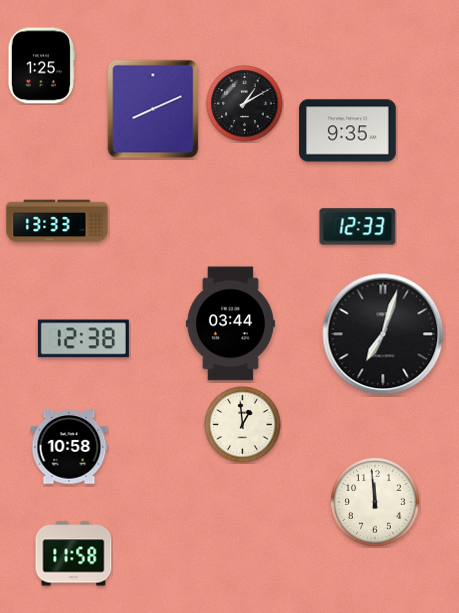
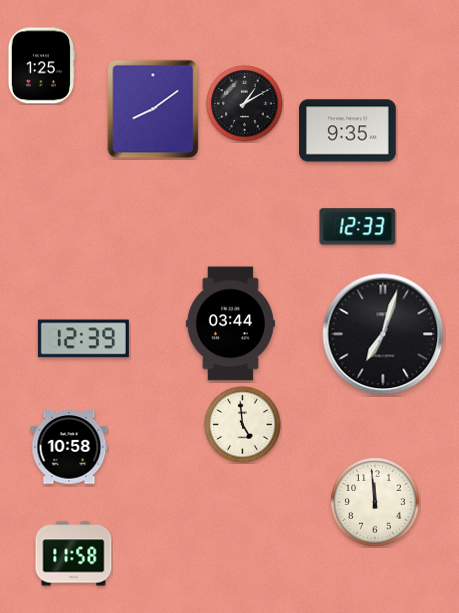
clock at (153, 109): 8:11 -> 8:09
clock at (57, 221): 13:33 -> none
clock at (83, 339): 12:38 -> 12:39
clock at (243, 425): 12:59 -> 4:59
